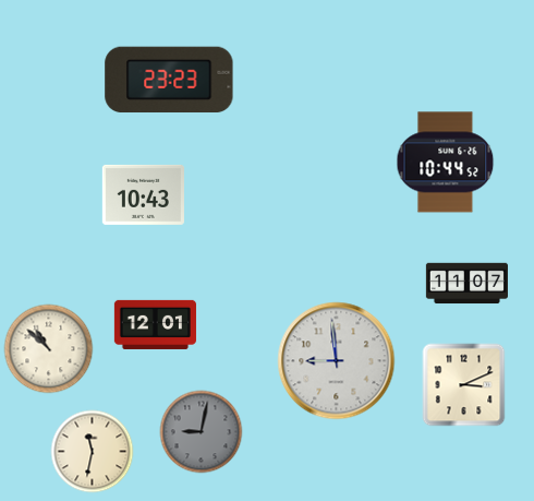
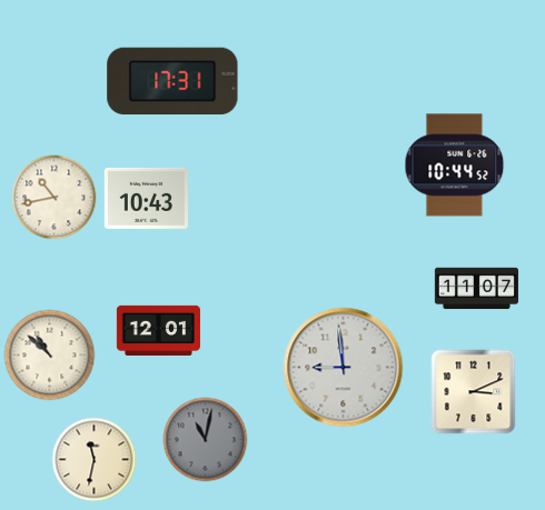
clock at (169, 80): 23:23 -> 17:31
clock at (54, 198): none -> 10:43
clock at (202, 432): 9:02 -> 11:02
